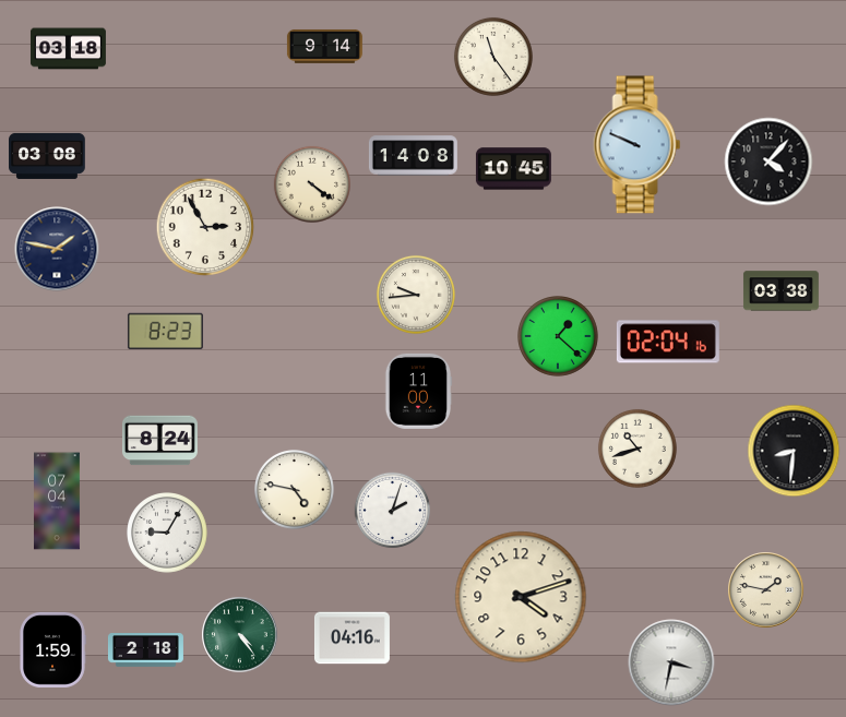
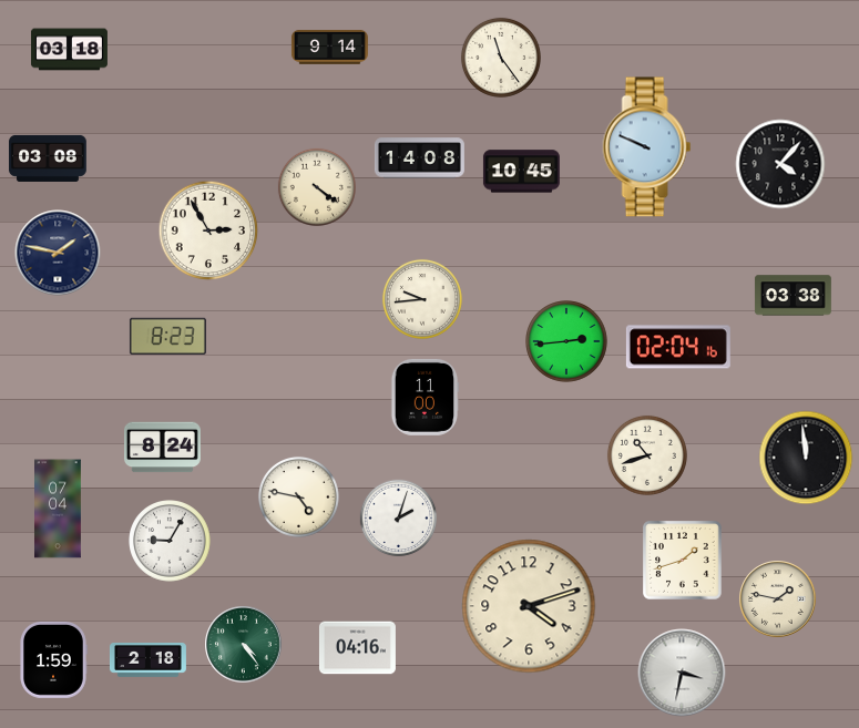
clock at (558, 336): 1:22 -> 2:44
clock at (794, 451): 8:31 -> 11:59
clock at (683, 561): none -> 1:42
